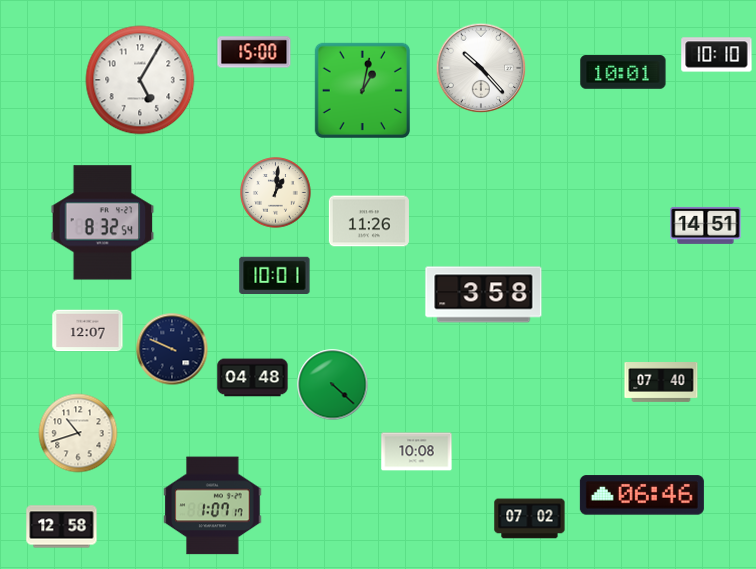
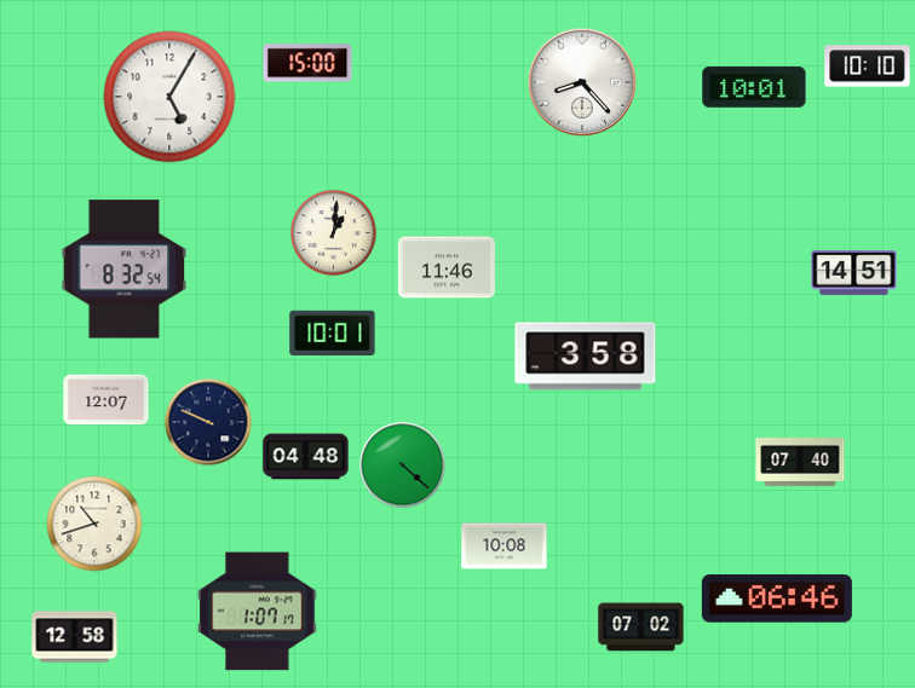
clock at (481, 68): 10:23 -> 8:23
clock at (362, 90): 1:02 -> none
clock at (369, 221): 11:26 -> 11:46
